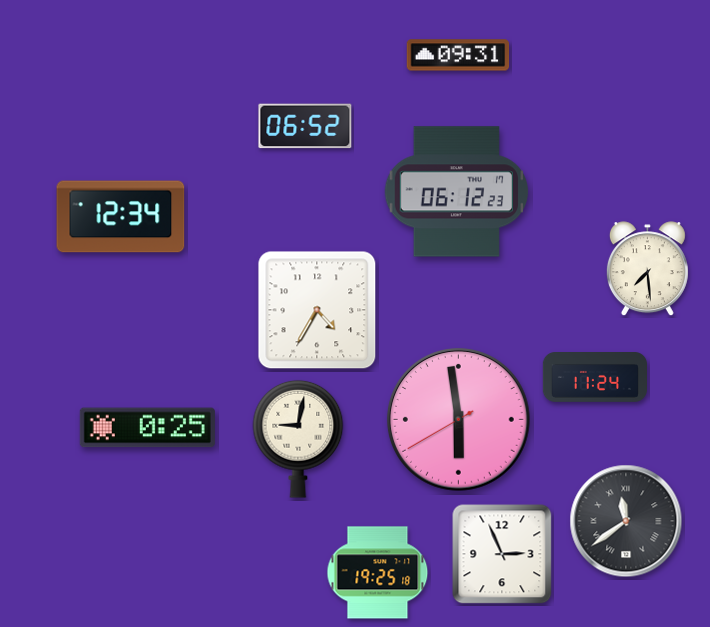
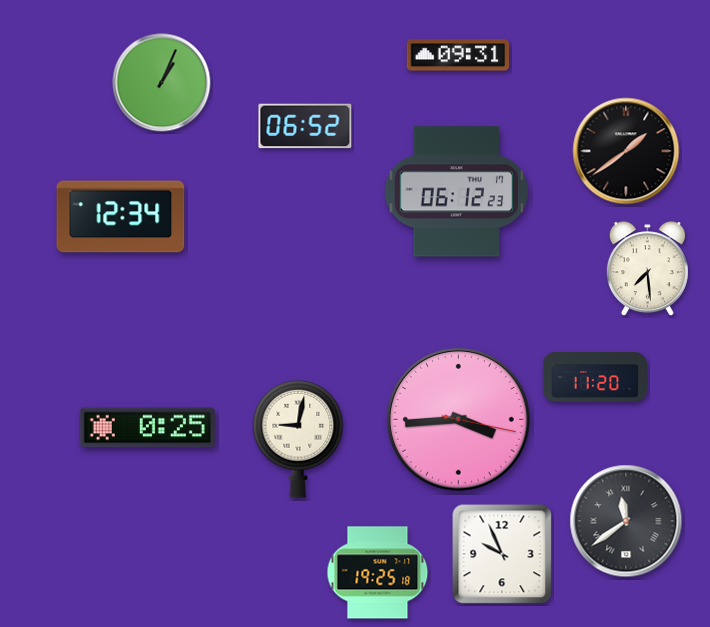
clock at (162, 83): none -> 1:04
clock at (626, 151): none -> 1:39
clock at (317, 310): 4:35 -> none
clock at (594, 378): 11:24 -> 11:20
clock at (458, 419): 5:58 -> 3:44
clock at (502, 554): 2:56 -> 9:56
